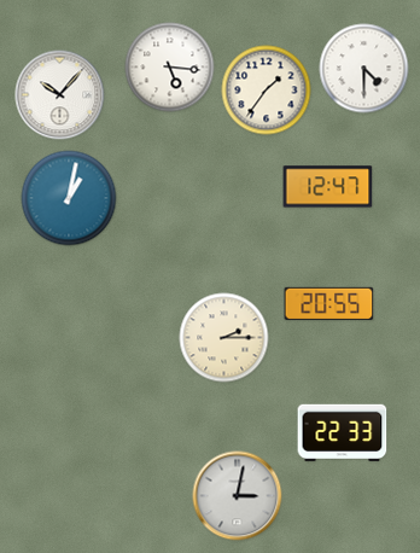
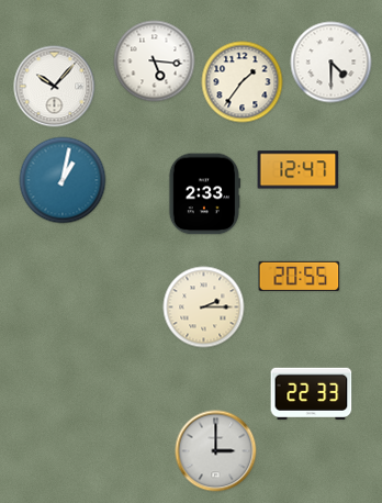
clock at (204, 194): none -> 2:33
clock at (238, 496): 3:02 -> 3:00
